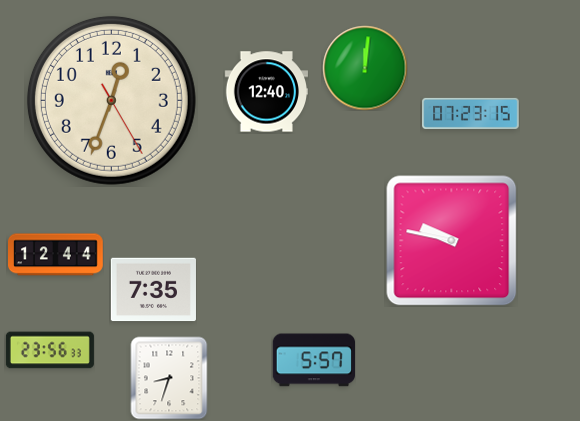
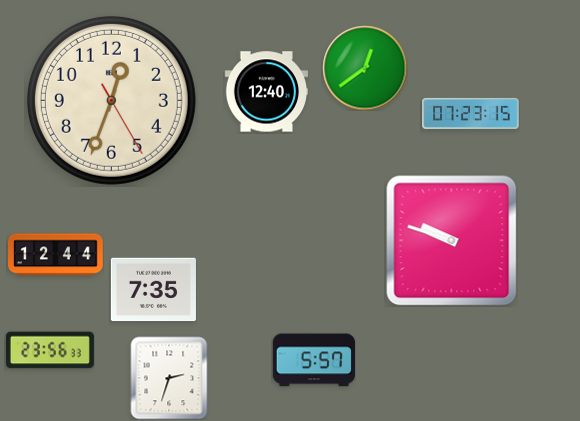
clock at (365, 68): 12:01 -> 12:39
clock at (452, 241): 9:47 -> 9:48
clock at (169, 378): 8:33 -> 2:33
